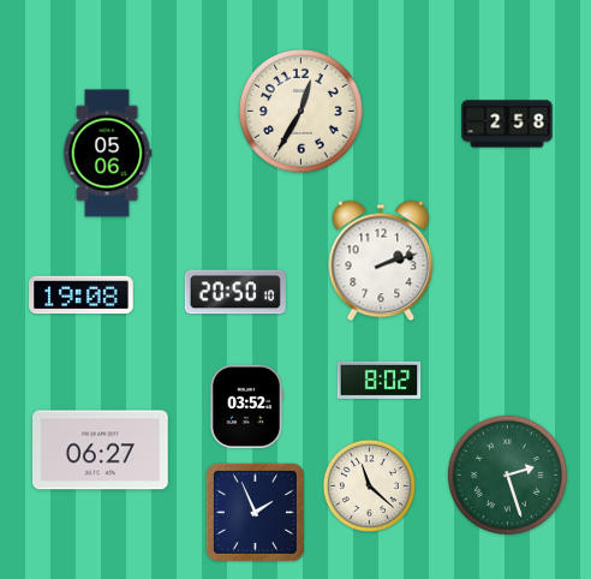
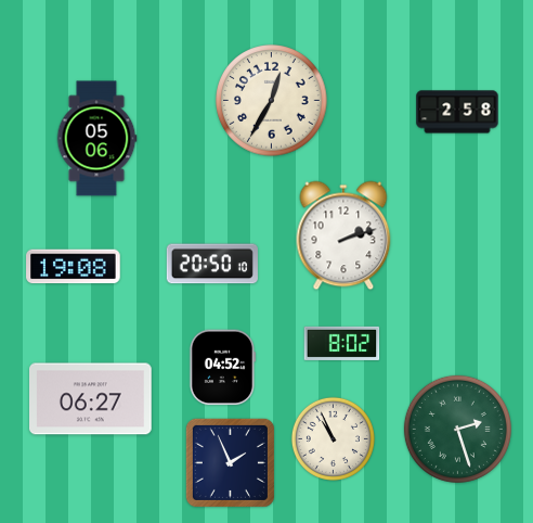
clock at (246, 407): 03:52 -> 04:52
clock at (101, 450) position: (101, 450) -> (91, 399)
clock at (369, 485): 11:22 -> 10:56
